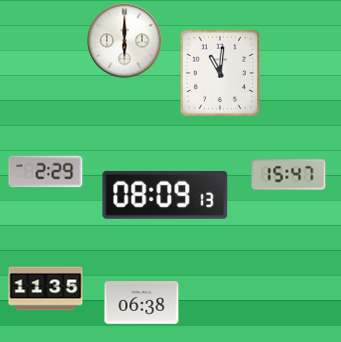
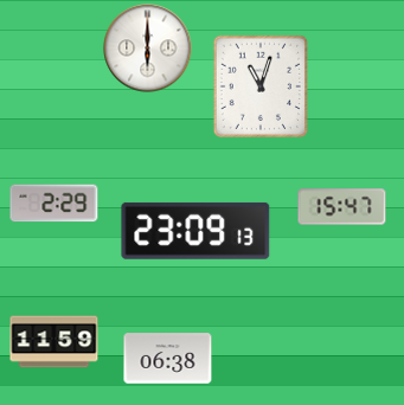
clock at (220, 73): 11:01 -> 11:03
clock at (165, 195): 08:09 -> 23:09
clock at (46, 289): 11:35 -> 11:59
